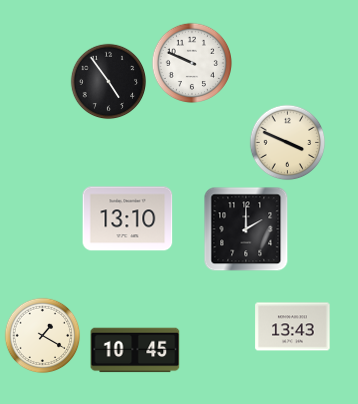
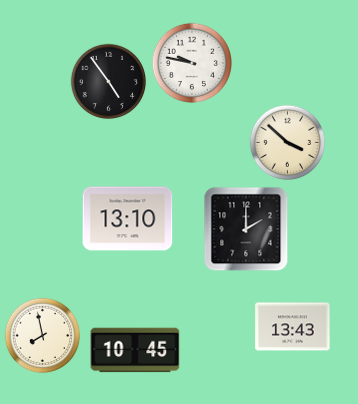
clock at (192, 63): 9:49 -> 9:47
clock at (288, 143): 3:49 -> 3:52
clock at (43, 336): 1:20 -> 7:58
